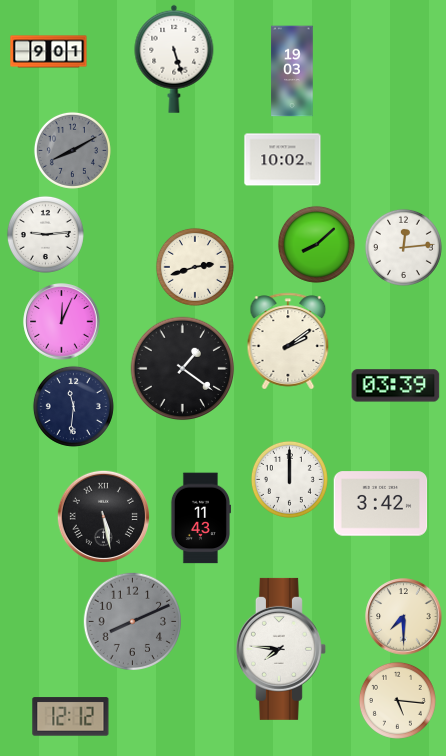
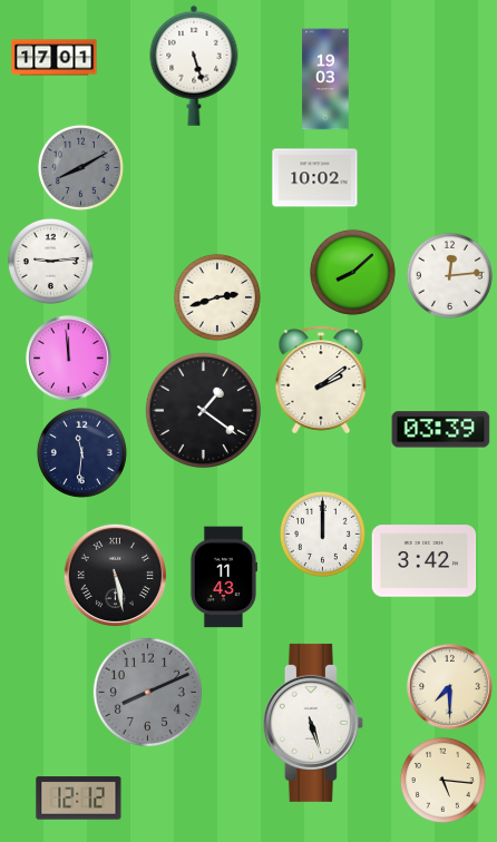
clock at (49, 52): 9:01 -> 17:01
clock at (62, 322): 12:04 -> 11:59
clock at (281, 649): 7:46 -> 5:27
